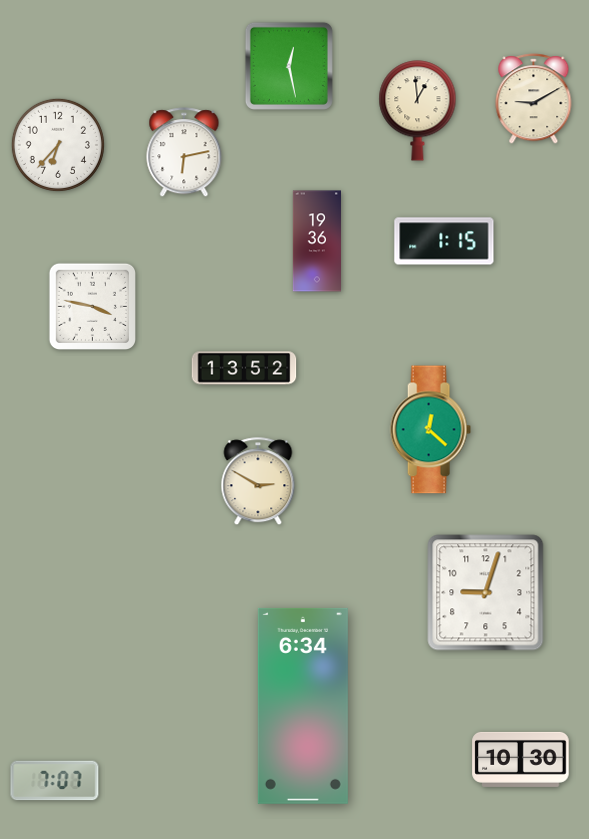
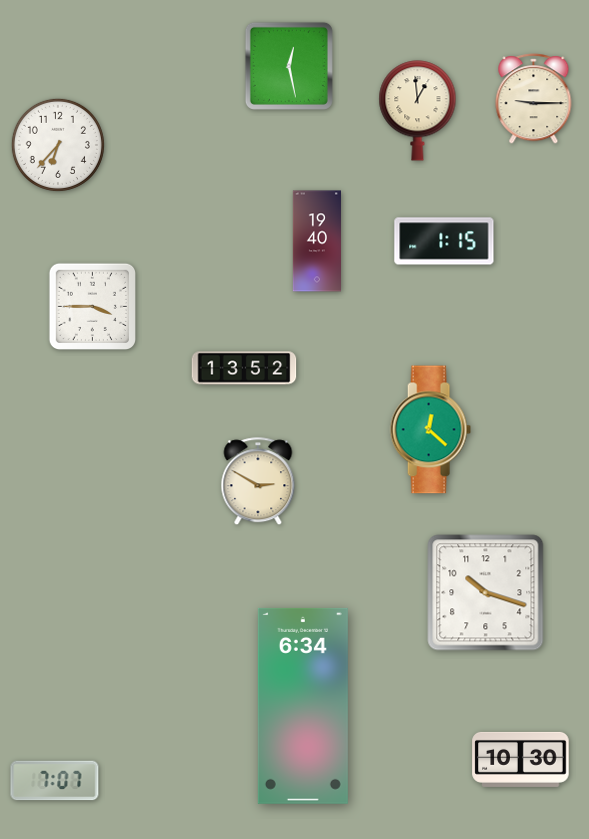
clock at (534, 99): 9:10 -> 9:15
clock at (184, 153): 6:13 -> none
clock at (316, 241): 19:36 -> 19:40
clock at (92, 306): 3:47 -> 3:45
clock at (486, 593): 9:03 -> 10:18
